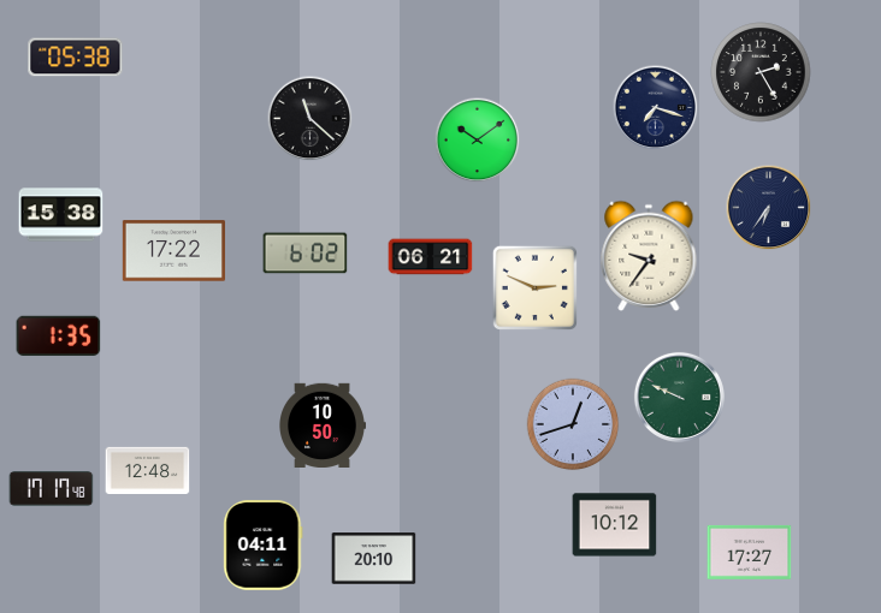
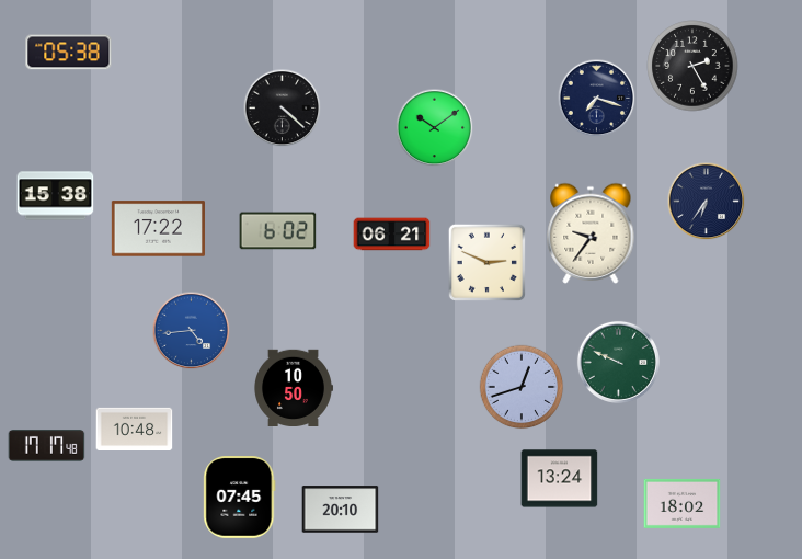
clock at (311, 119): 11:22 -> 4:22
clock at (769, 208) position: (769, 208) -> (707, 202)
clock at (59, 335): 1:35 -> none
clock at (192, 331): none -> 4:44
clock at (148, 470): 12:48 -> 10:48
clock at (615, 525): 10:12 -> 13:24
clock at (264, 546): 04:11 -> 07:45
clock at (750, 552): 17:27 -> 18:02
